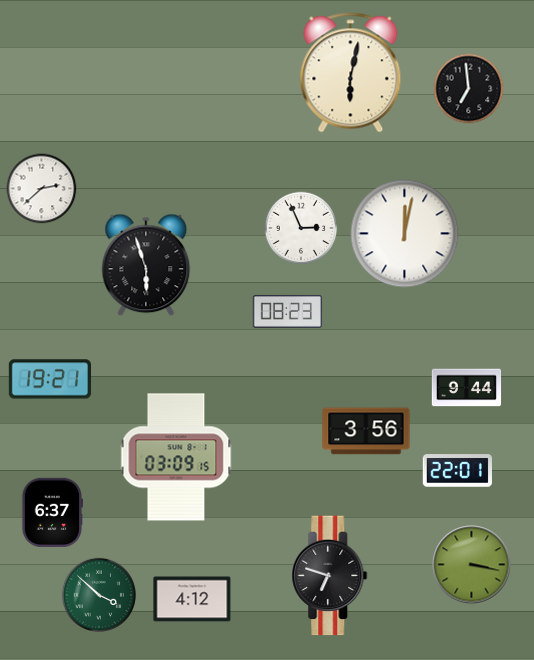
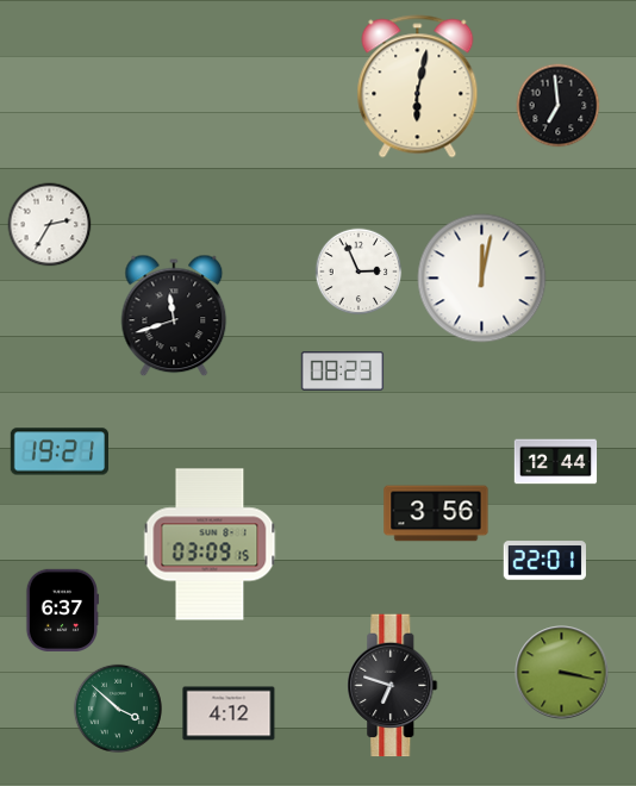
clock at (42, 189): 2:38 -> 2:35
clock at (146, 265): 5:57 -> 11:42
clock at (467, 388): 9:44 -> 12:44
